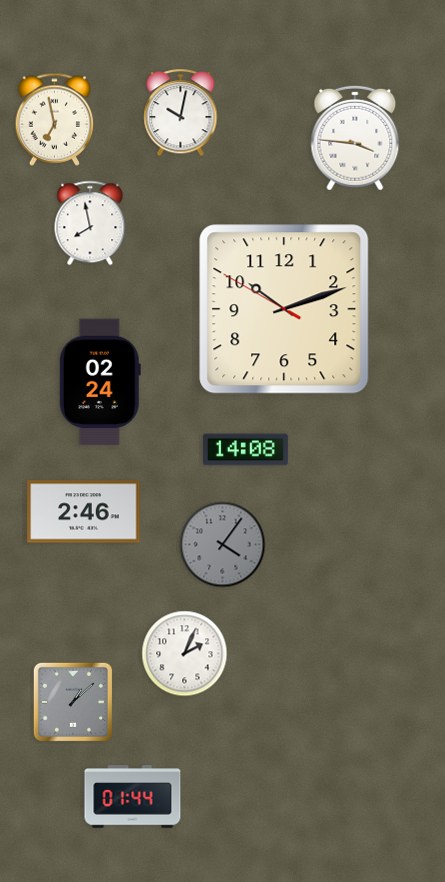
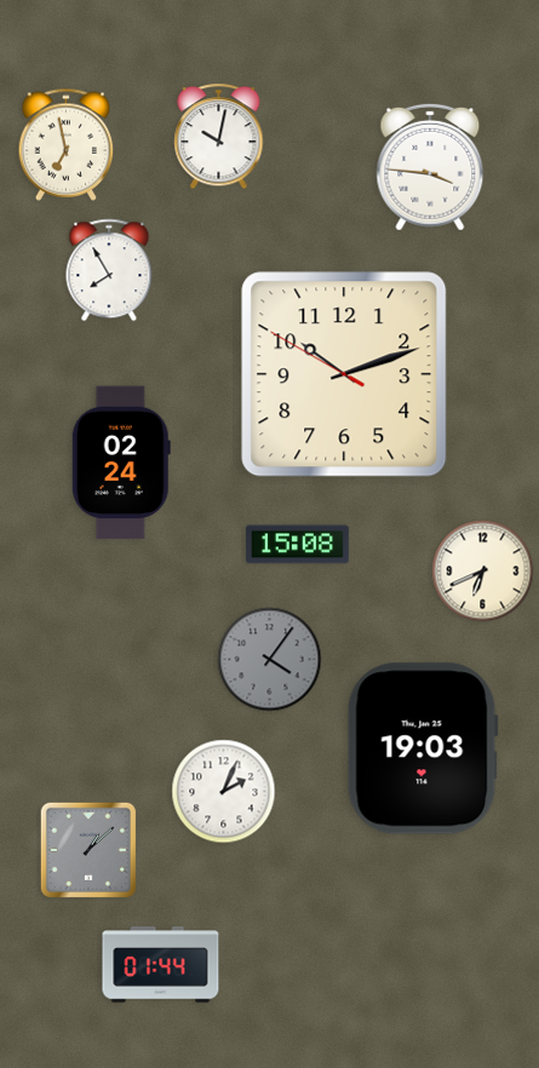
clock at (90, 223): 7:58 -> 7:55
clock at (245, 450): 14:08 -> 15:08
clock at (483, 572): none -> 6:41
clock at (84, 512): 2:46 -> none
clock at (423, 748): none -> 19:03
